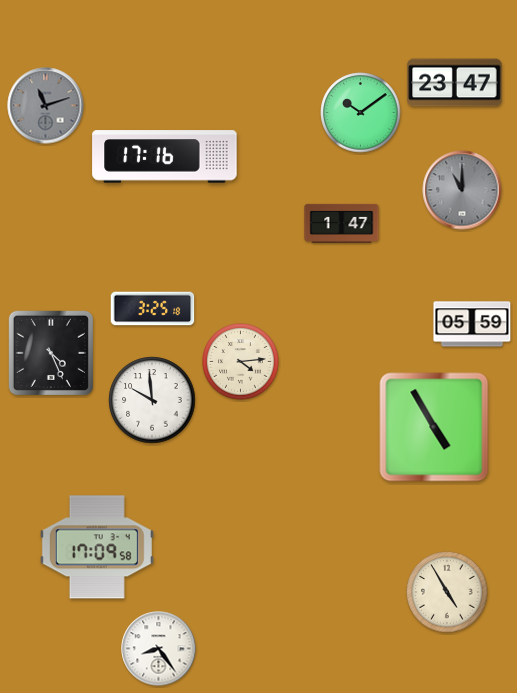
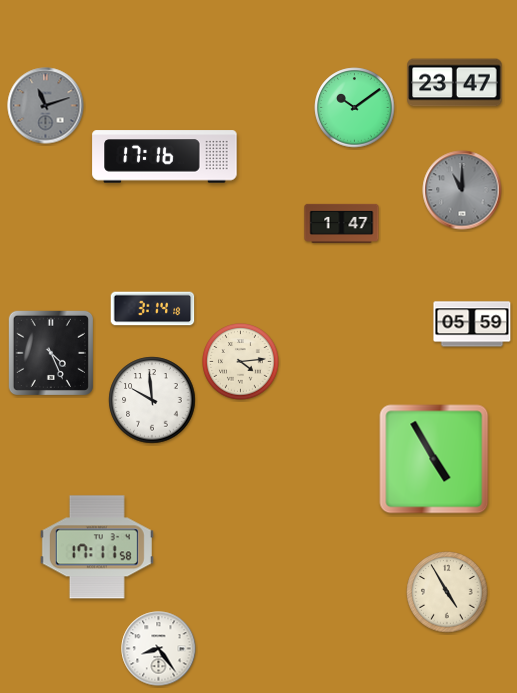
clock at (361, 113) position: (361, 113) -> (355, 108)
clock at (153, 309): 3:25 -> 3:14
clock at (434, 427) position: (434, 427) -> (434, 459)
clock at (97, 547): 17:09 -> 17:11
